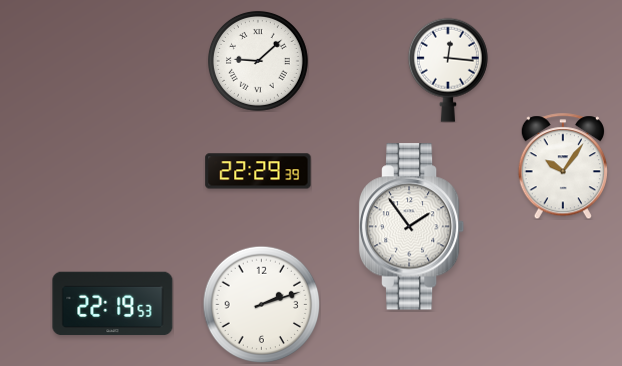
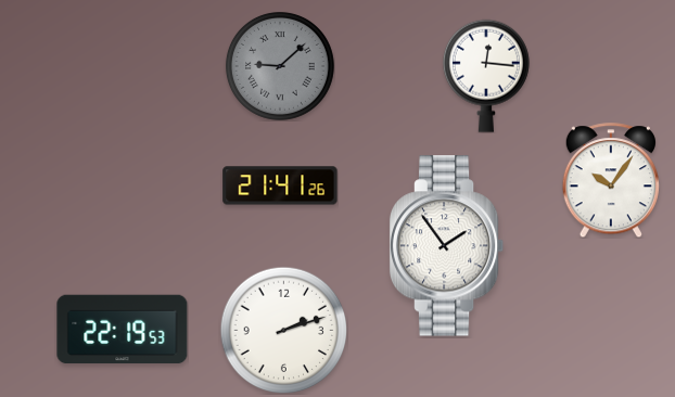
clock at (258, 61) dial: white -> grey
clock at (258, 171): 22:29 -> 21:41
